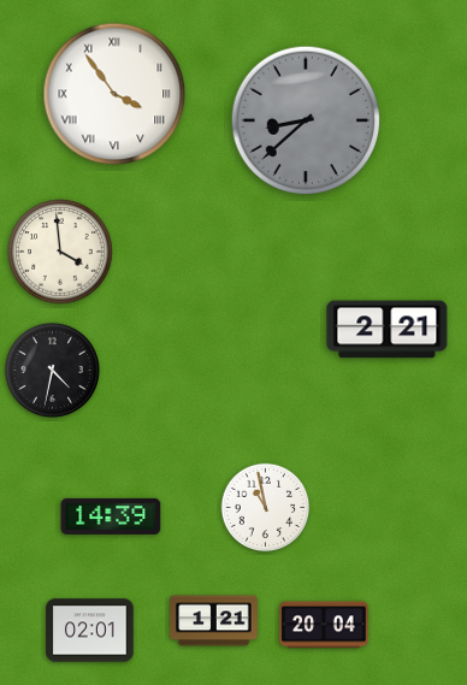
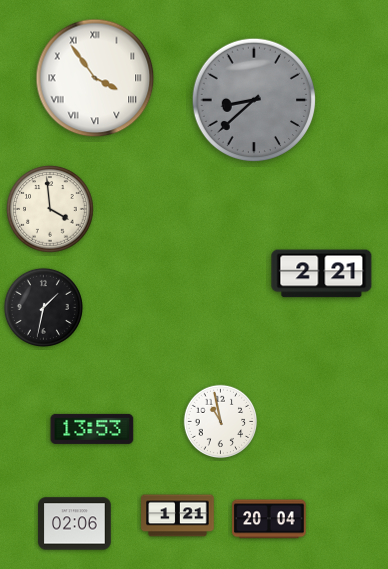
clock at (52, 370): 4:32 -> 1:32
clock at (111, 516): 14:39 -> 13:53
clock at (90, 631): 02:01 -> 02:06
